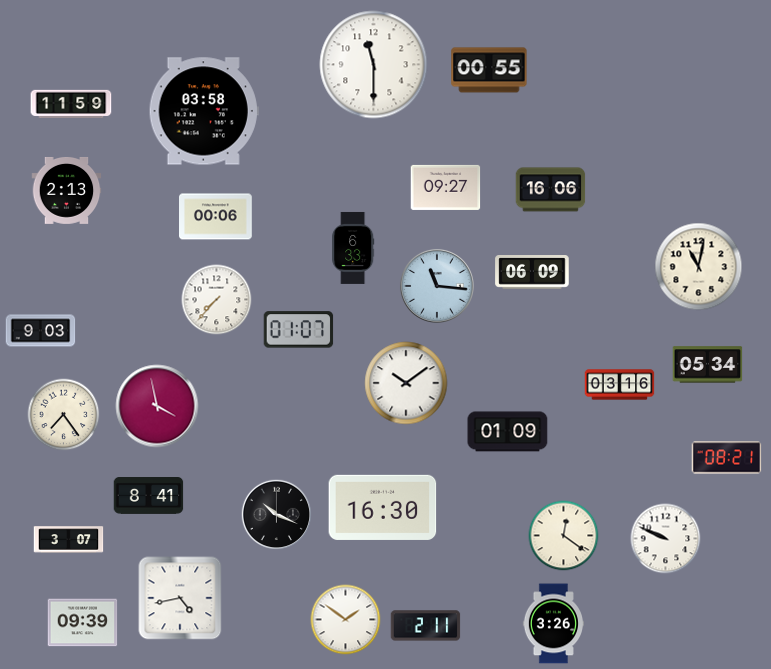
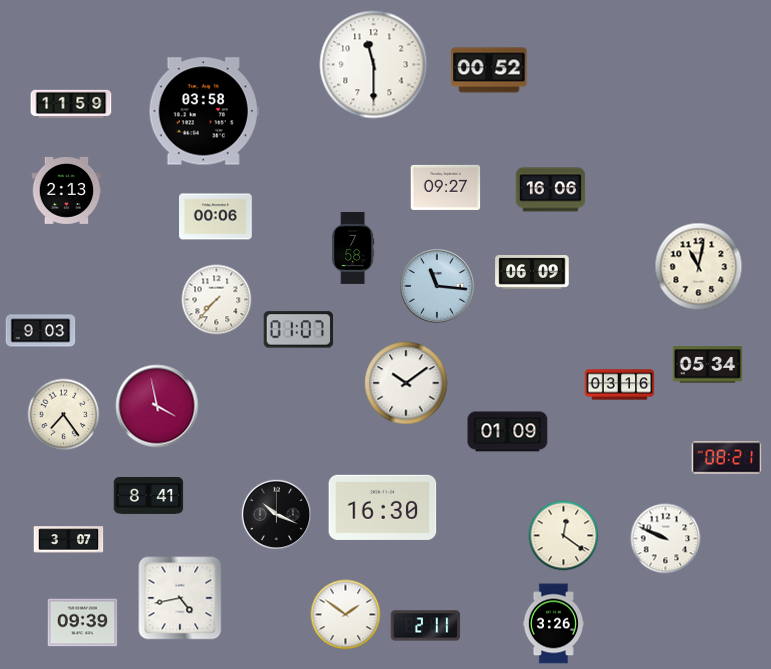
clock at (489, 70): 00:55 -> 00:52
clock at (353, 248): 6:33 -> 7:58
clock at (346, 620) position: (346, 620) -> (346, 615)
